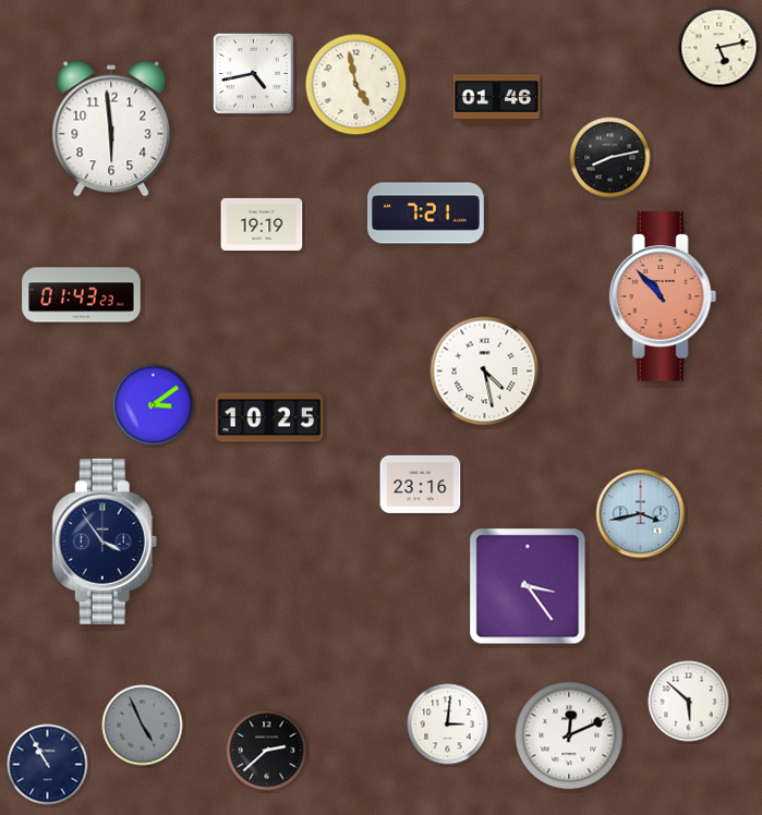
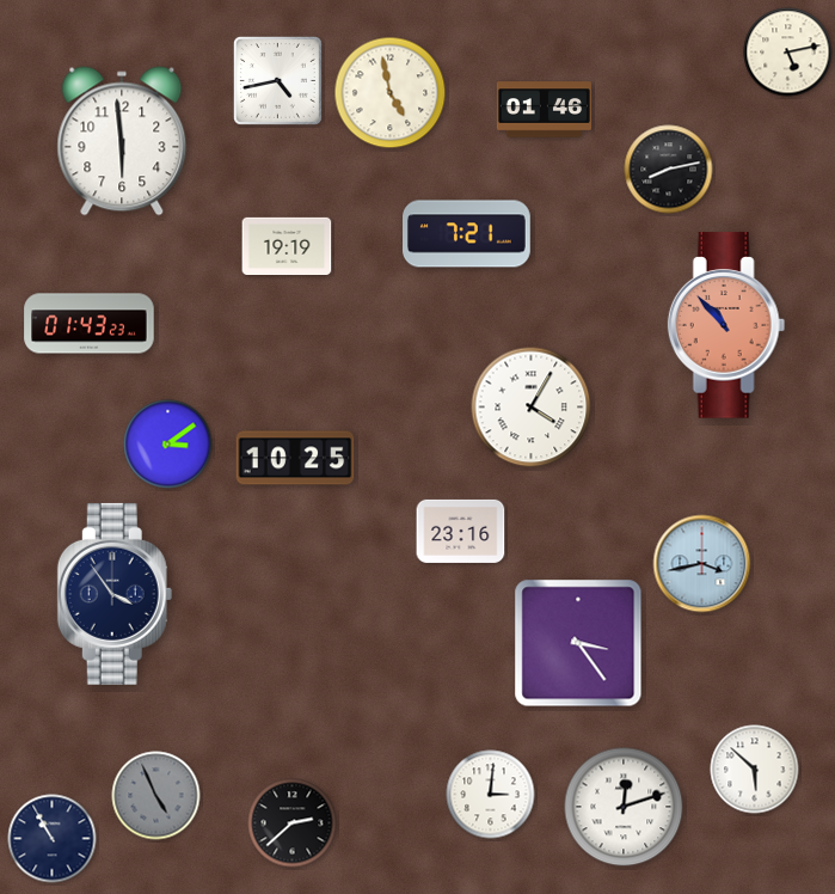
clock at (610, 158) position: (610, 158) -> (669, 170)
clock at (485, 372): 4:28 -> 4:05
clock at (569, 735): 12:11 -> 12:12
